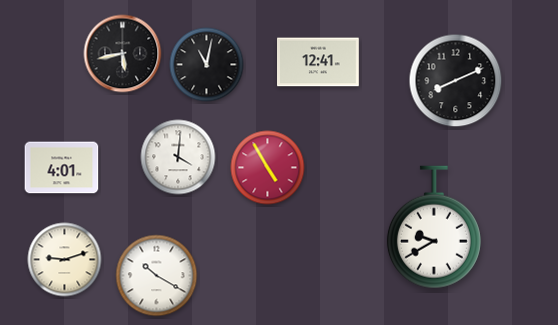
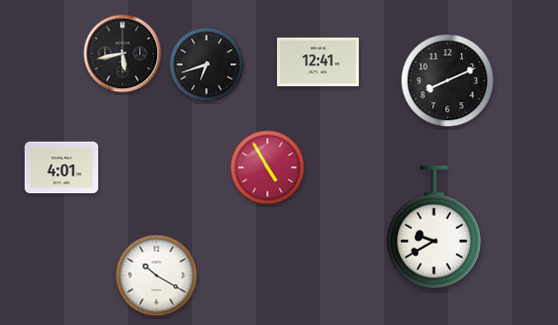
clock at (207, 65): 11:02 -> 6:42
clock at (456, 81) position: (456, 81) -> (448, 81)
clock at (178, 157): 4:01 -> none
clock at (65, 260): 9:12 -> none
